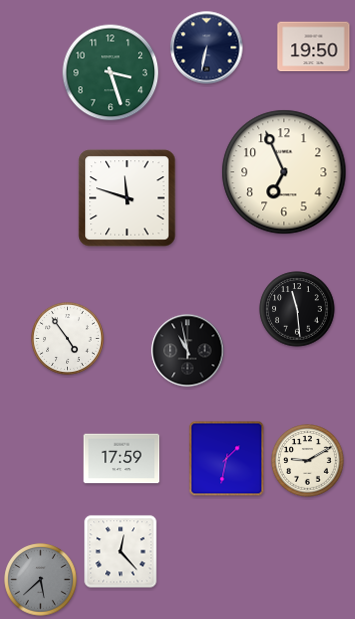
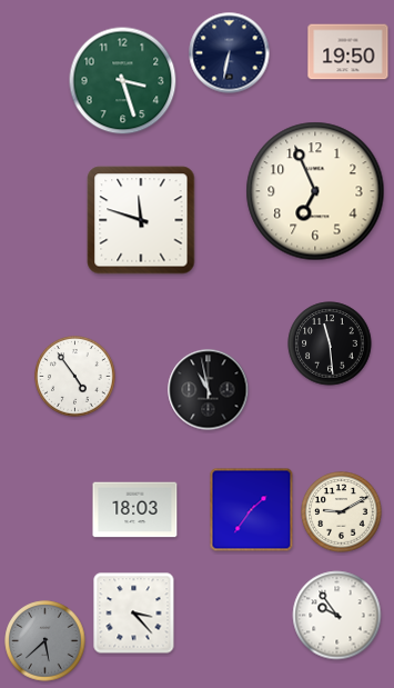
clock at (122, 459): 17:59 -> 18:03
clock at (227, 459): 1:32 -> 1:36
clock at (121, 552): 12:23 -> 3:23
clock at (337, 616): none -> 9:54
clock at (41, 580) position: (41, 580) -> (46, 641)
